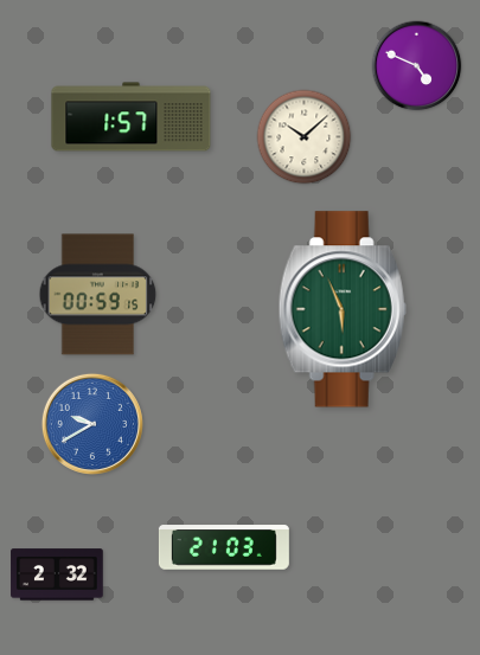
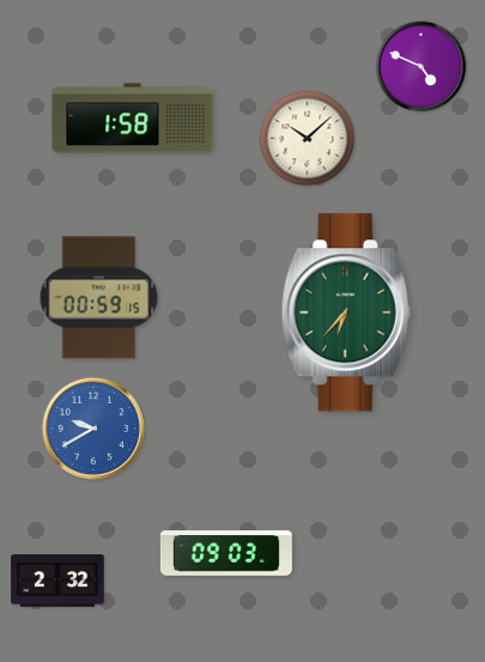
clock at (132, 117): 1:57 -> 1:58
clock at (343, 309): 5:56 -> 6:37
clock at (224, 547): 21:03 -> 09:03
